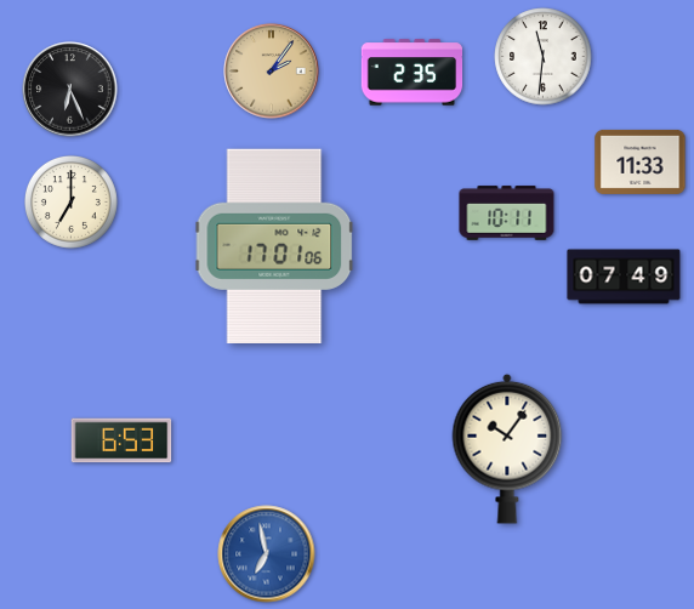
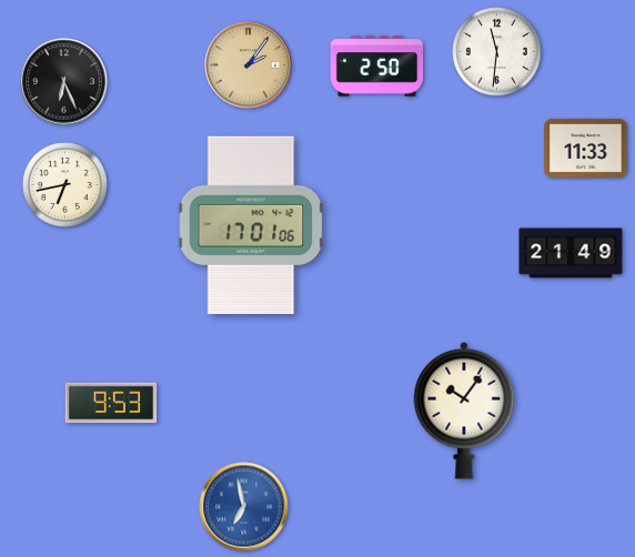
clock at (413, 73): 2:35 -> 2:50
clock at (70, 201): 7:00 -> 6:43
clock at (507, 214): 10:11 -> none
clock at (624, 277): 07:49 -> 21:49
clock at (121, 440): 6:53 -> 9:53
